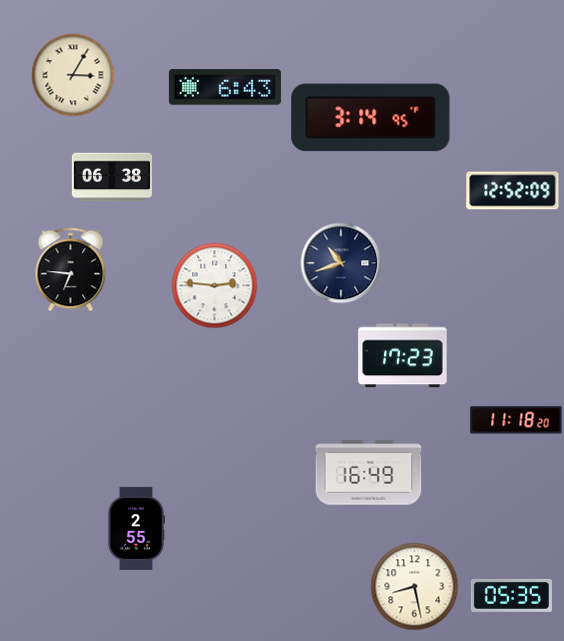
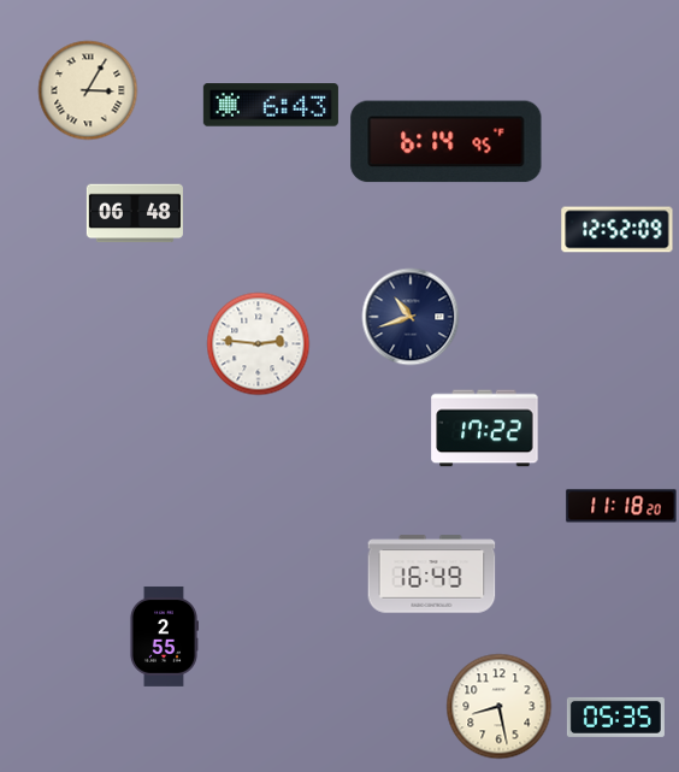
clock at (371, 118): 3:14 -> 6:14
clock at (112, 177): 06:38 -> 06:48
clock at (71, 270): 6:46 -> none
clock at (403, 356): 17:23 -> 17:22
clock at (369, 473) position: (369, 473) -> (432, 574)
